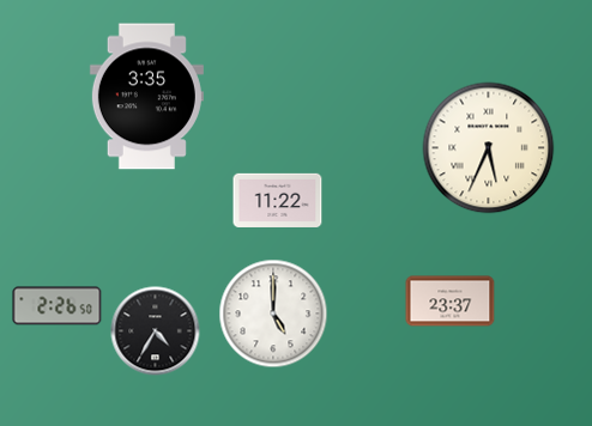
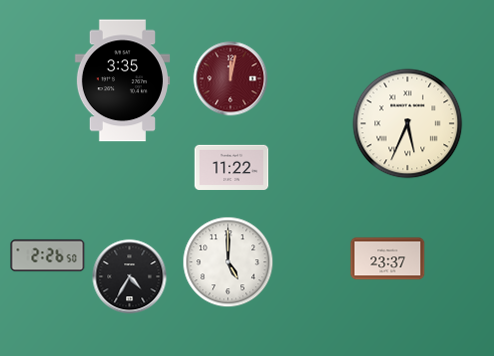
clock at (231, 79): none -> 12:02
clock at (451, 302) position: (451, 302) -> (388, 259)
